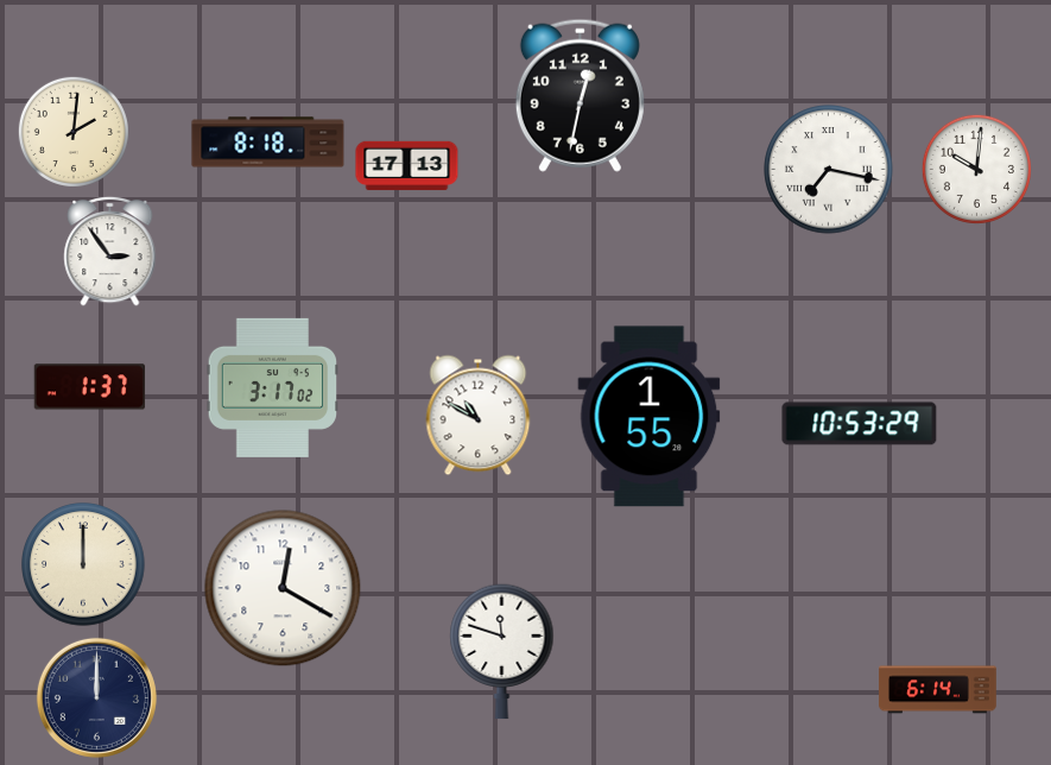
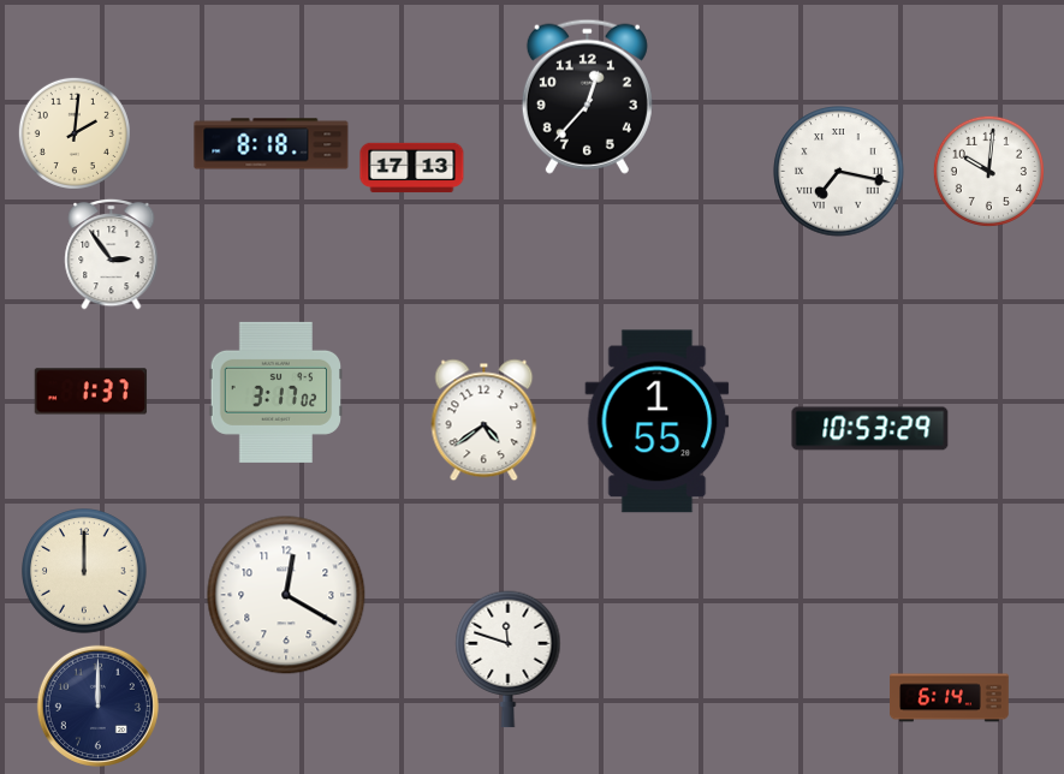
clock at (580, 95): 12:32 -> 12:37
clock at (479, 416): 10:50 -> 4:39
